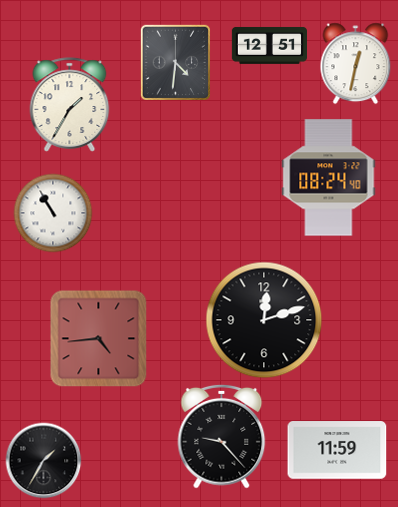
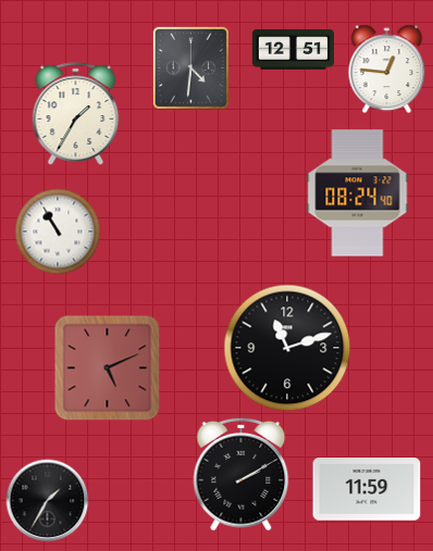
clock at (356, 64): 12:32 -> 12:46
clock at (264, 320): 12:12 -> 11:12
clock at (99, 339): 4:44 -> 5:11
clock at (222, 436): 9:23 -> 2:10
